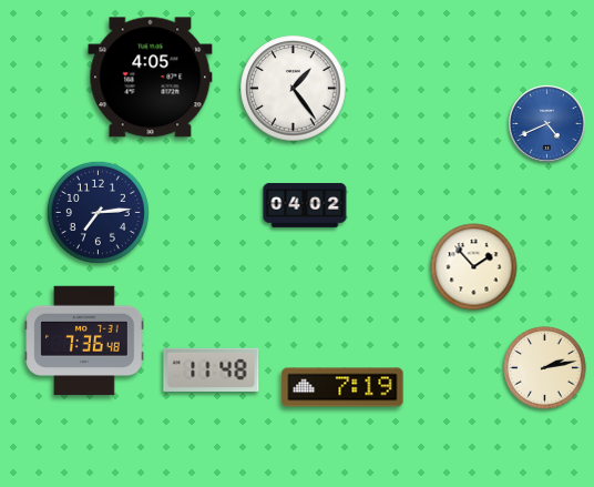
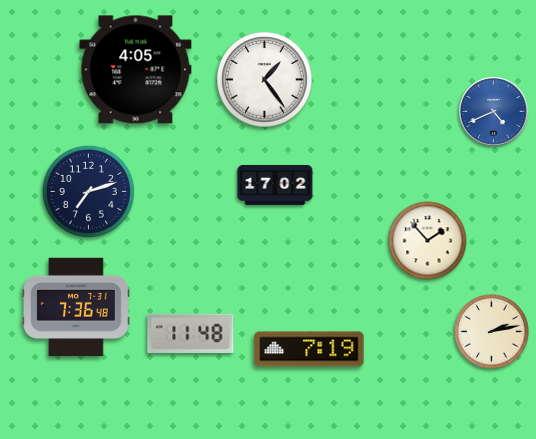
clock at (305, 205): 04:02 -> 17:02
clock at (98, 212): 7:14 -> 7:12
